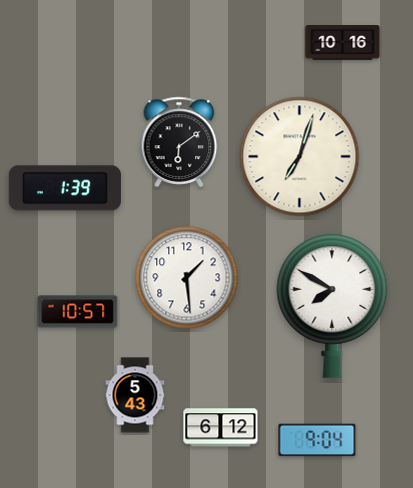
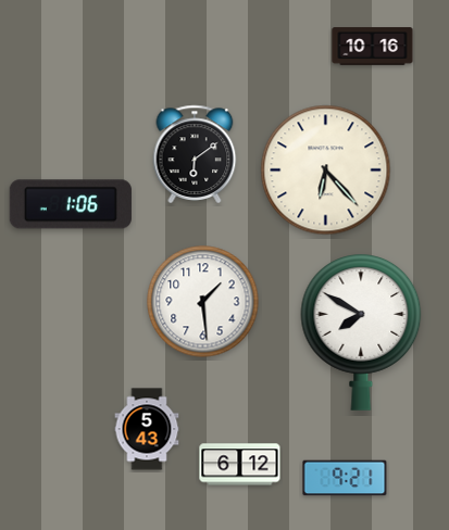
clock at (300, 157): 7:03 -> 6:23
clock at (65, 188): 1:39 -> 1:06
clock at (78, 312): 10:57 -> none
clock at (317, 440): 9:04 -> 9:21
